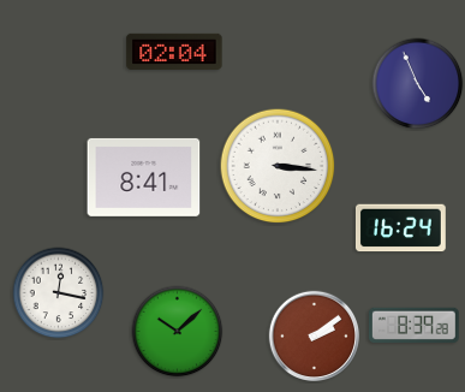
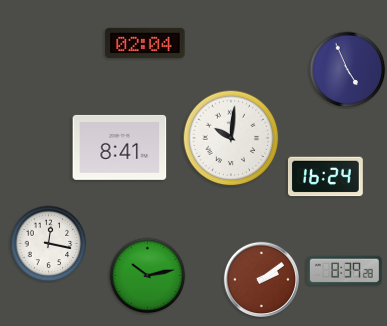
clock at (278, 166): 3:16 -> 10:01
clock at (401, 228) position: (401, 228) -> (326, 177)
clock at (178, 332): 10:08 -> 10:13
